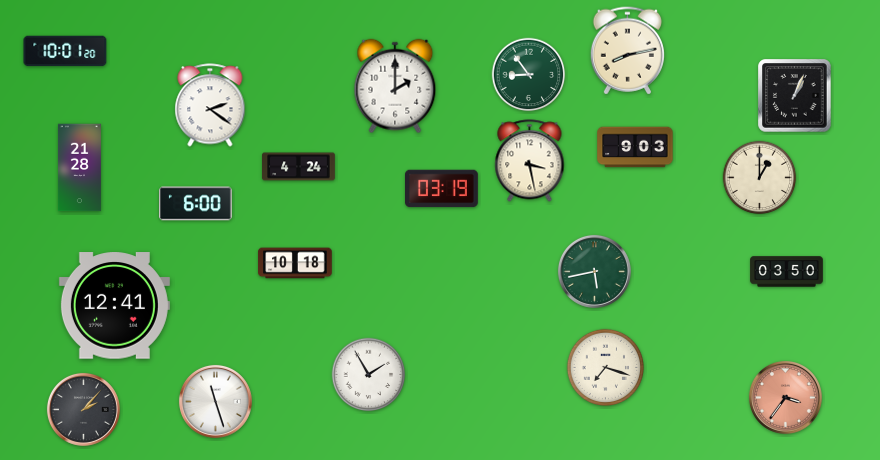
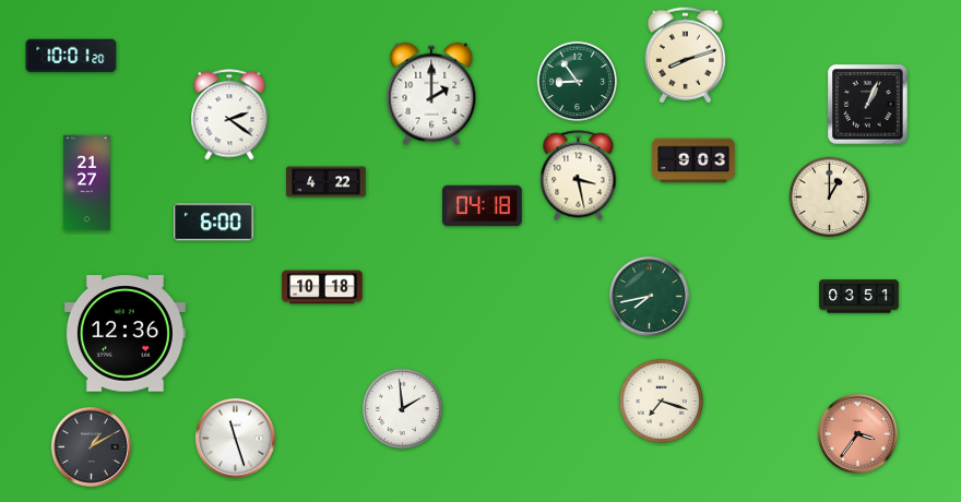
clock at (627, 51): 8:13 -> 8:12
clock at (299, 167): 4:24 -> 4:22
clock at (79, 168): 21:28 -> 21:27
clock at (760, 178) position: (760, 178) -> (830, 198)
clock at (442, 189): 03:19 -> 04:18
clock at (594, 271): 5:43 -> 7:43
clock at (787, 272): 03:50 -> 03:51
clock at (114, 306): 12:41 -> 12:36
clock at (369, 375): 1:55 -> 1:59
clock at (83, 409): 2:07 -> 1:10
